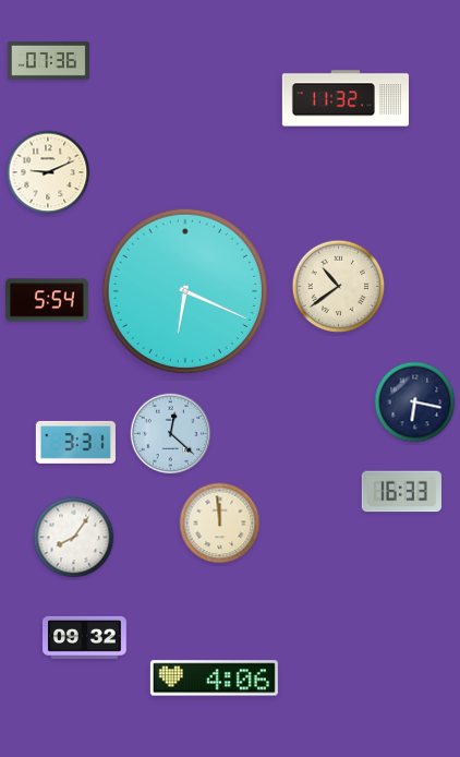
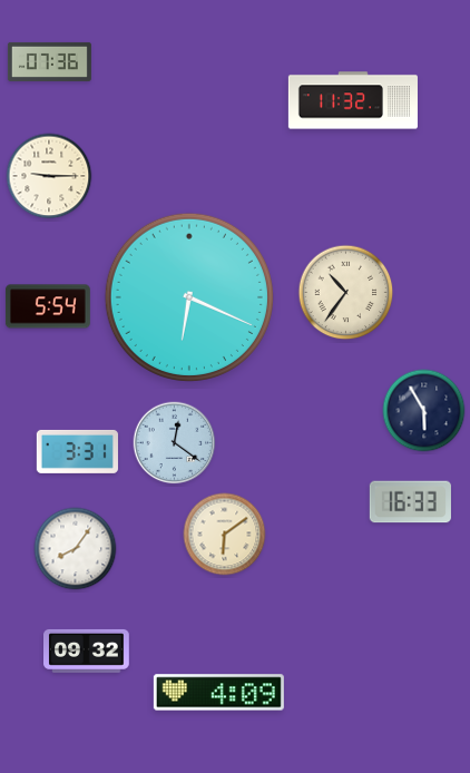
clock at (48, 172): 9:11 -> 9:15
clock at (339, 287): 10:39 -> 10:36
clock at (415, 402): 6:17 -> 5:55
clock at (171, 434): 12:22 -> 12:21
clock at (220, 524): 11:59 -> 6:09
clock at (214, 678): 4:06 -> 4:09
